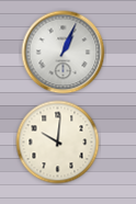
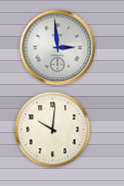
clock at (64, 53): 1:04 -> 2:59
